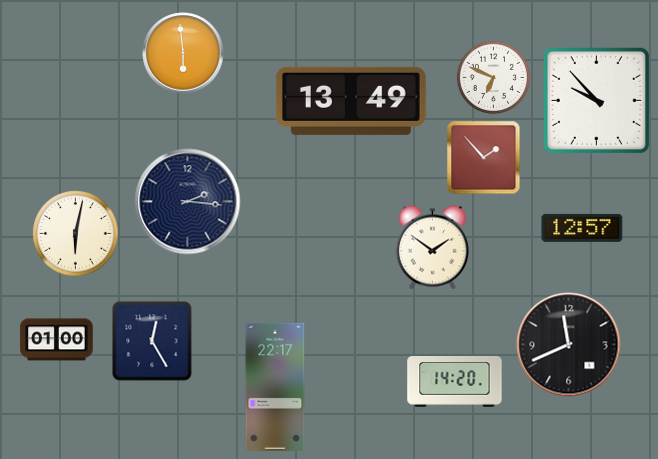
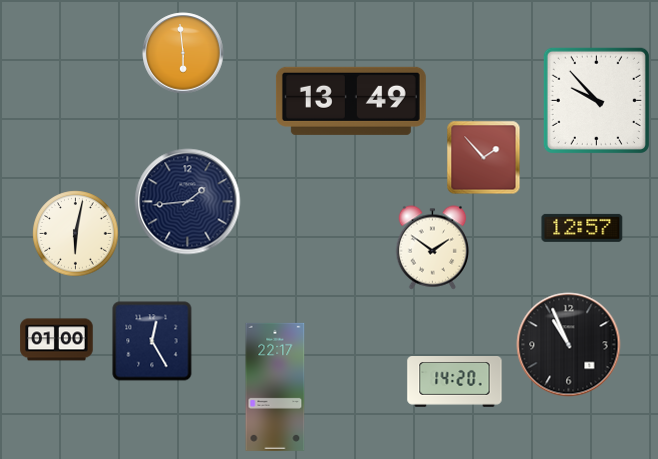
clock at (493, 77): 6:49 -> none
clock at (188, 202): 2:16 -> 1:44
clock at (569, 345): 11:41 -> 10:56
